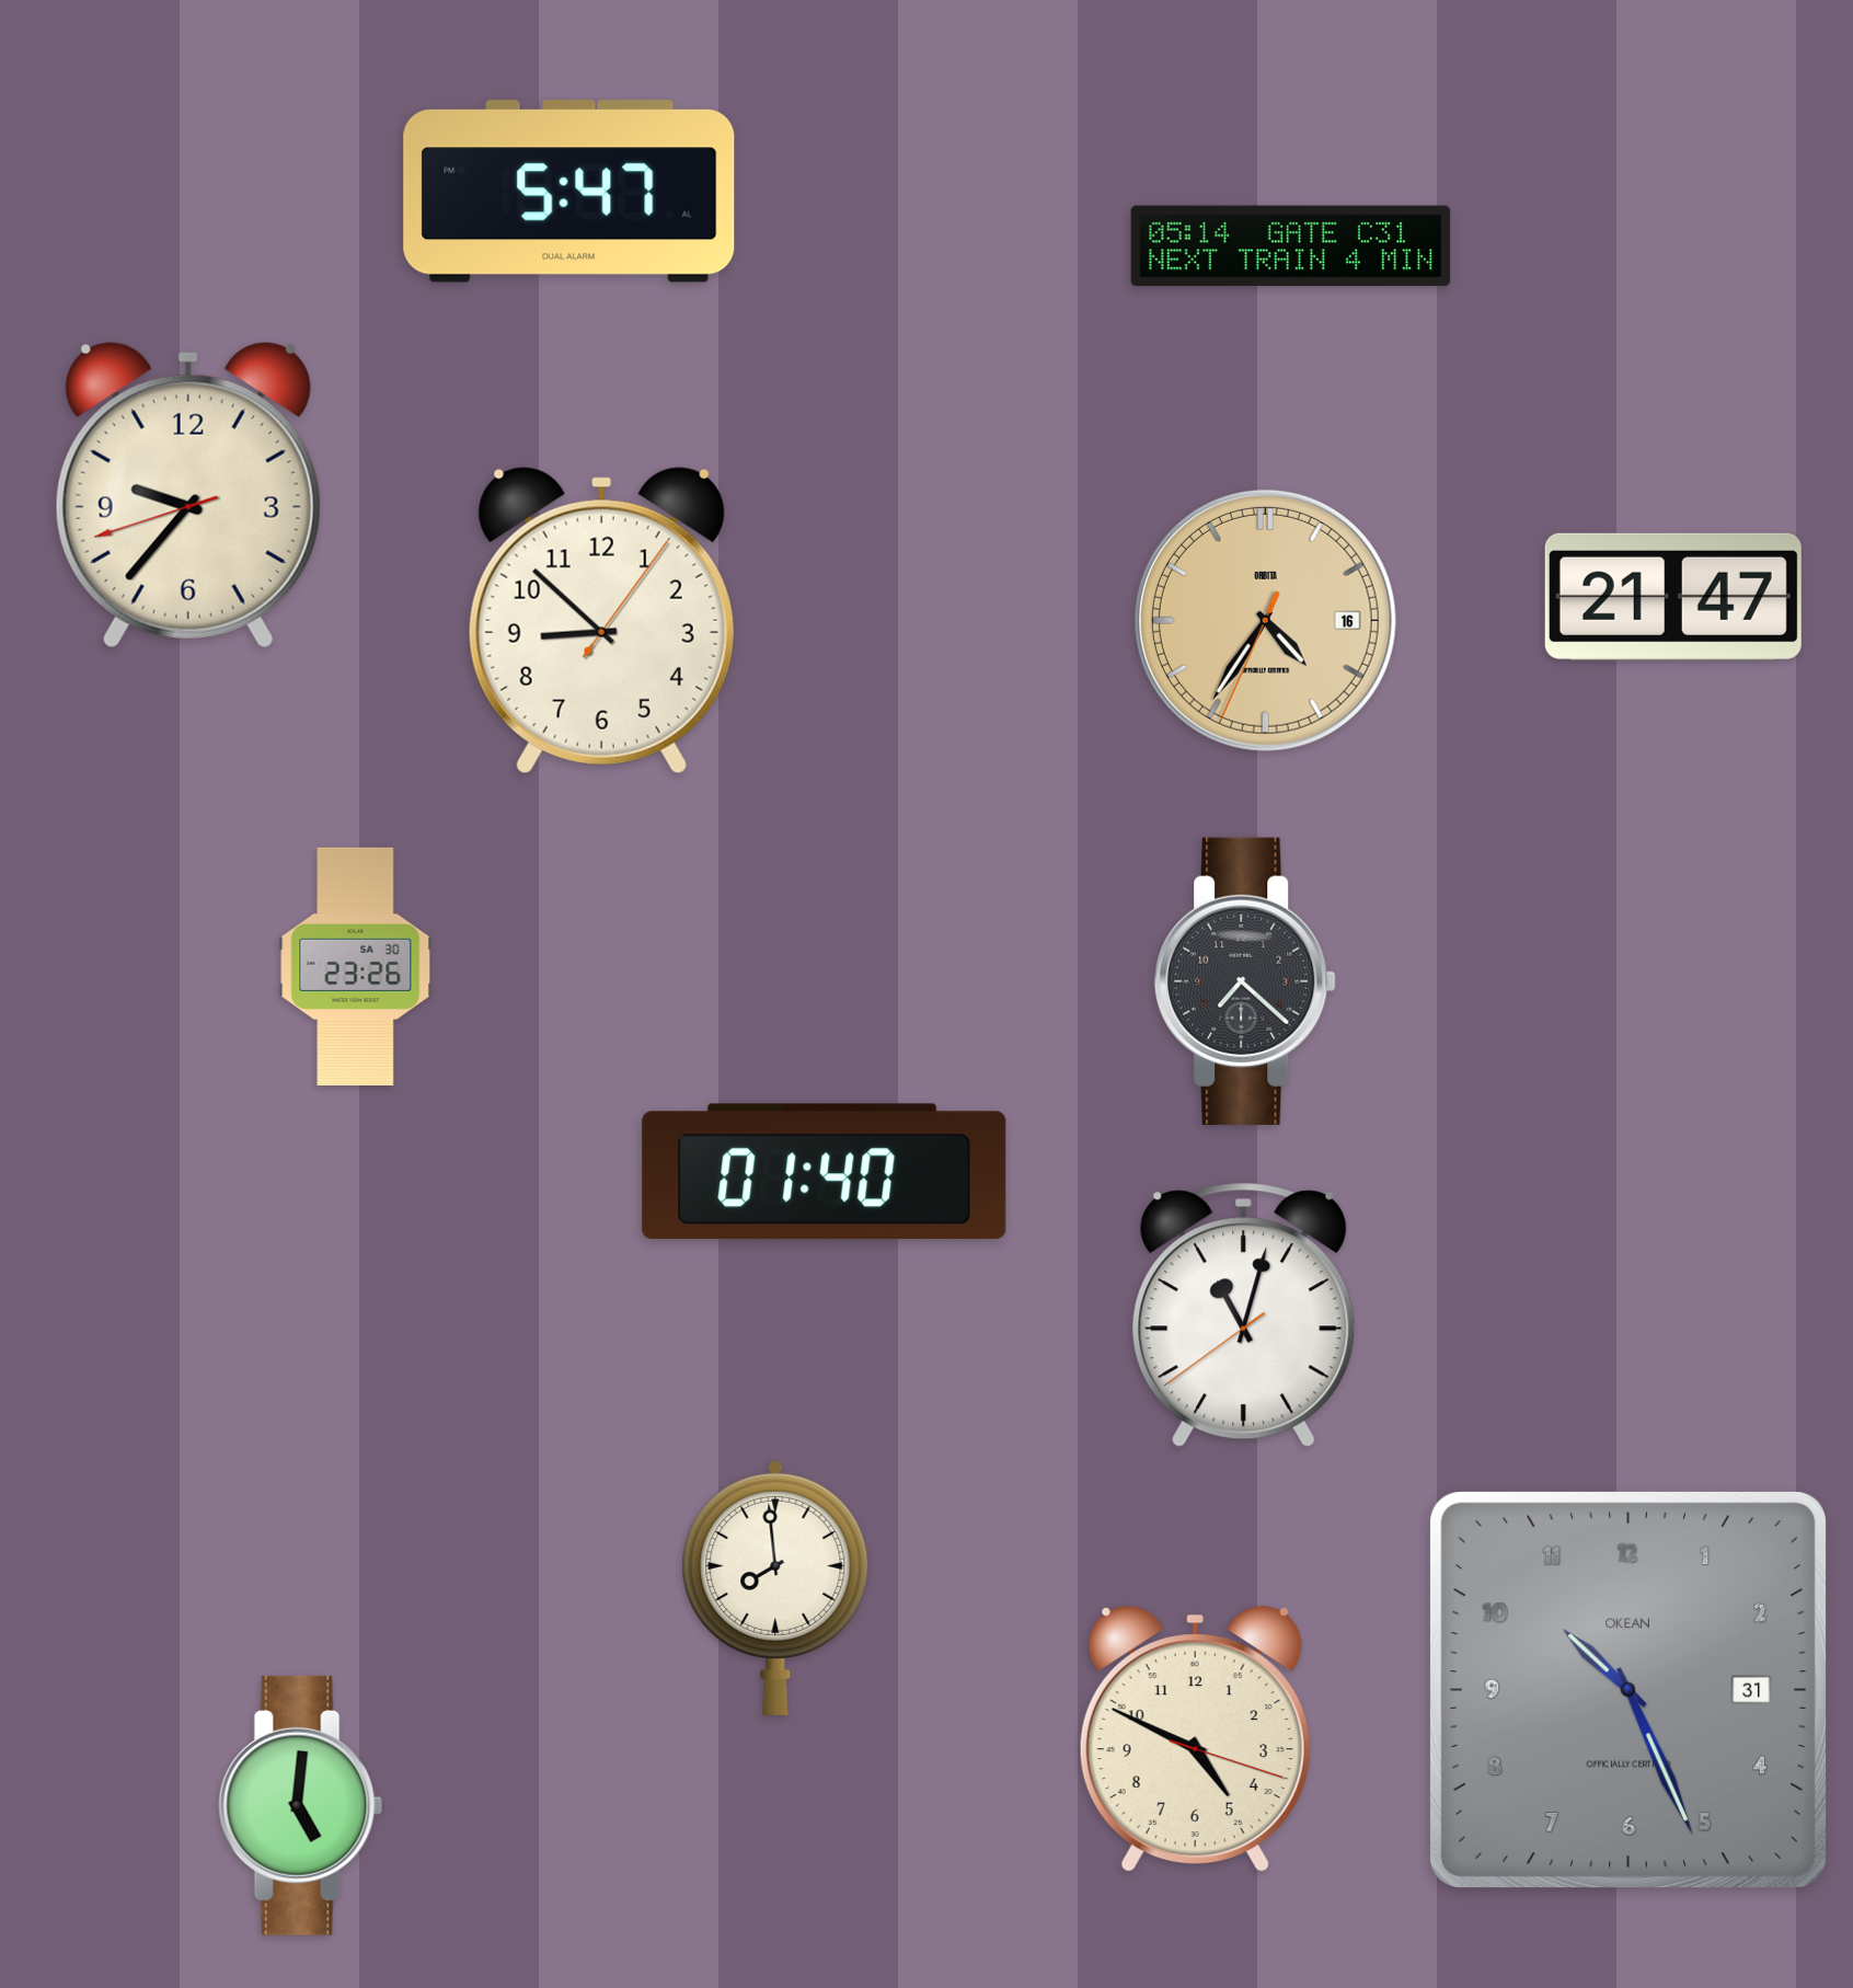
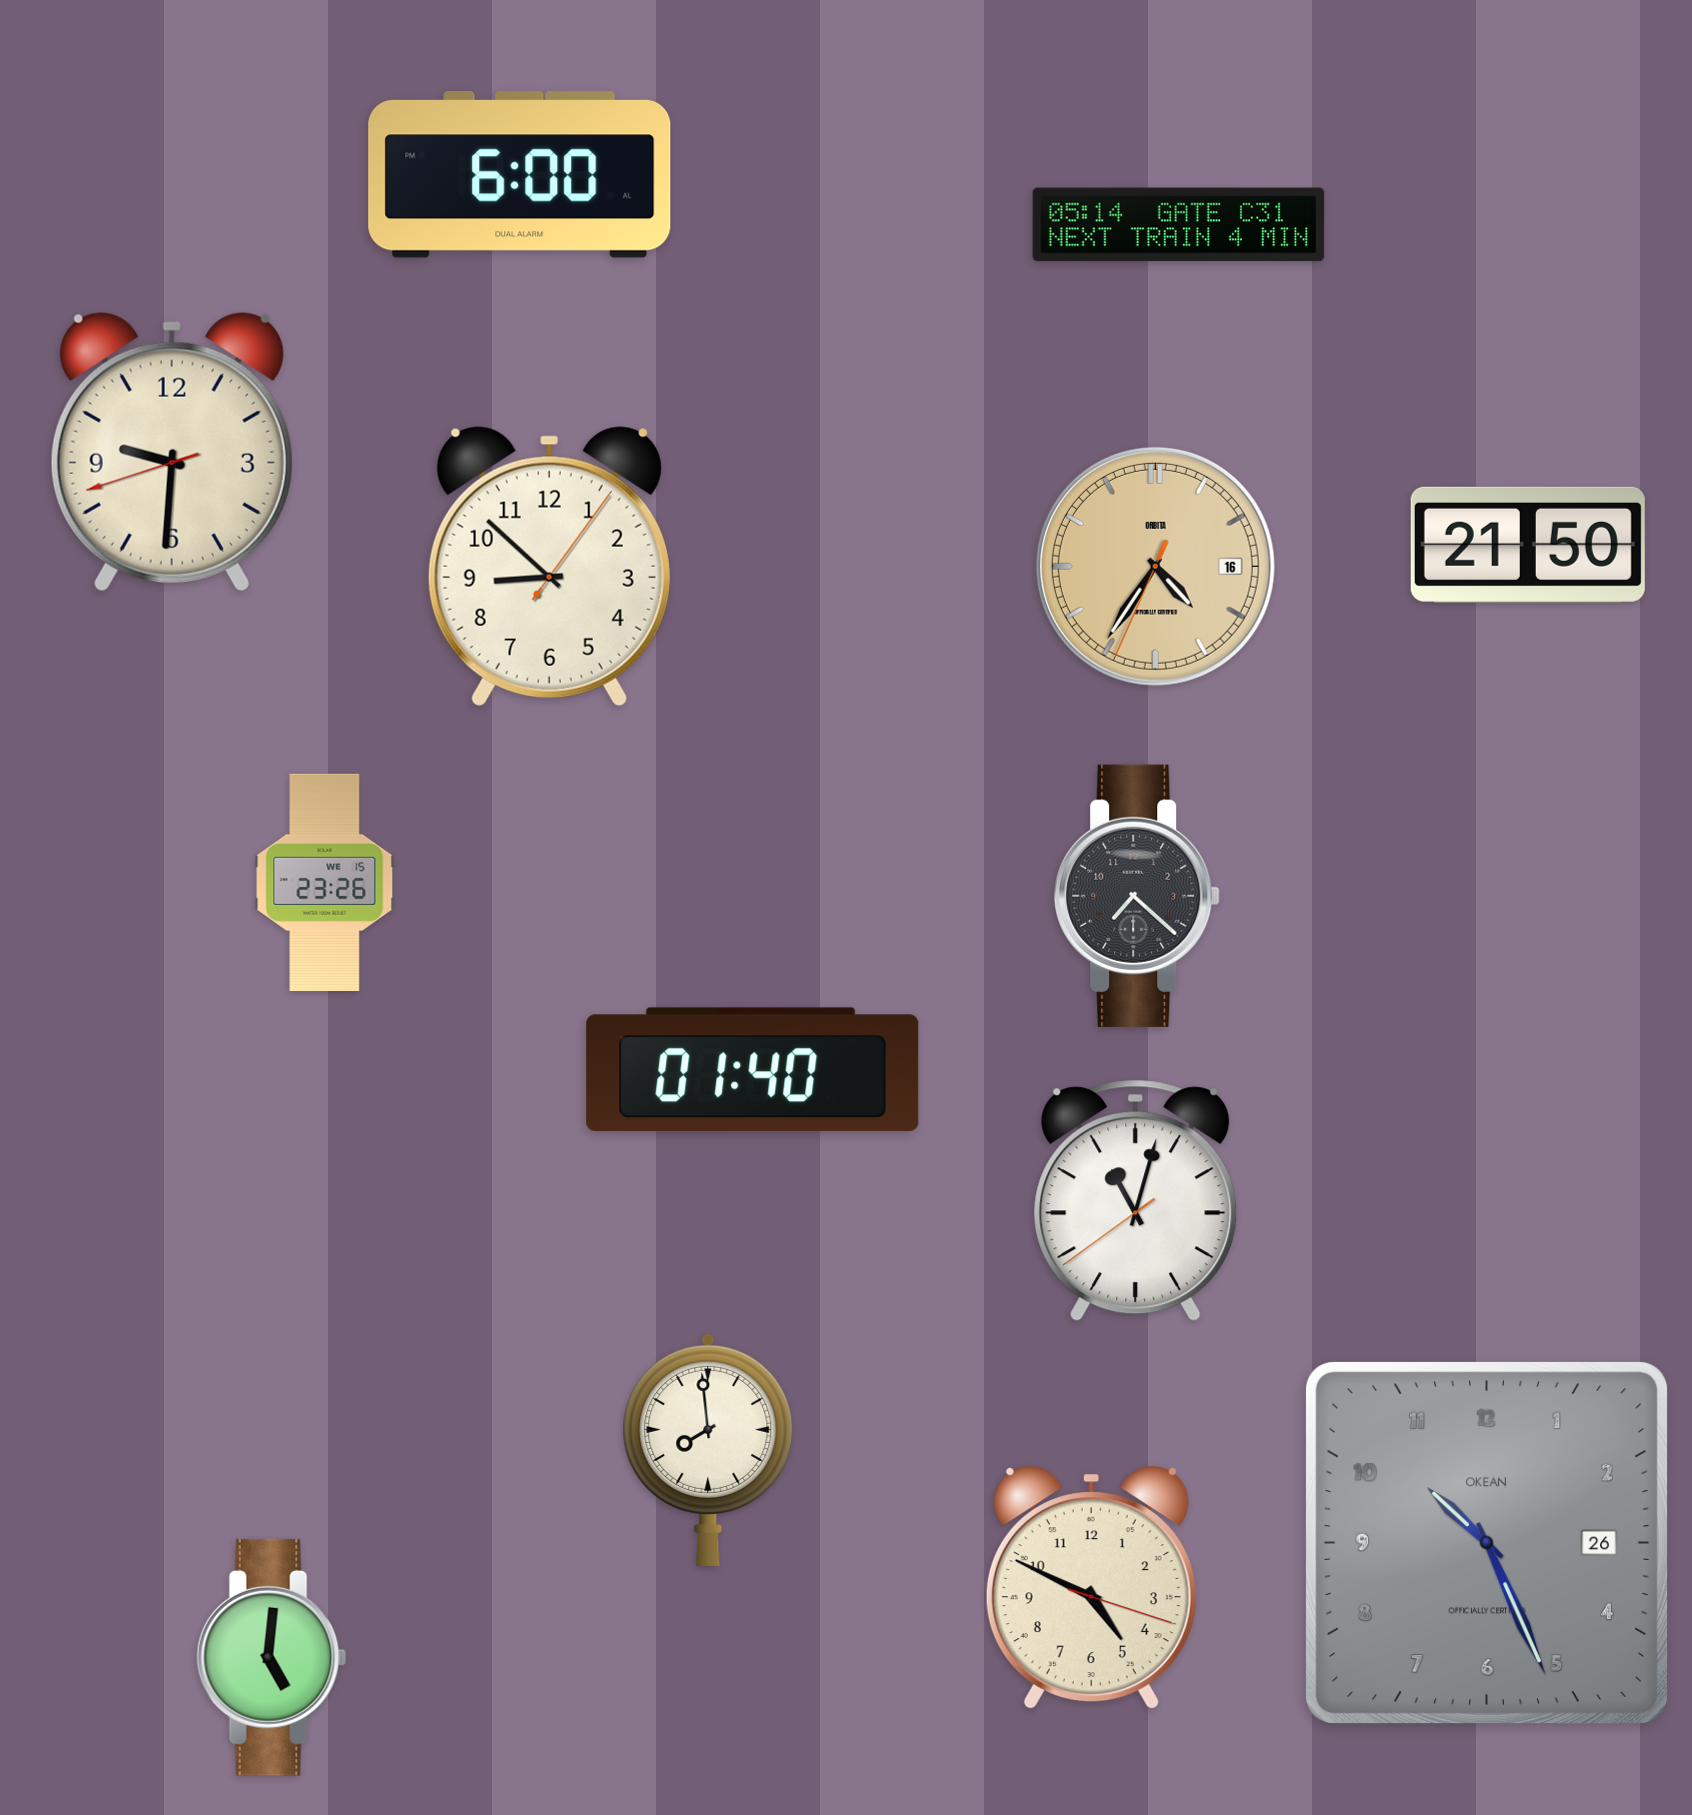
clock at (569, 192): 5:47 -> 6:00
clock at (188, 495): 9:36 -> 9:30
clock at (1673, 597): 21:47 -> 21:50
clock at (356, 966) date: SA 30 -> WE 15
clock at (1627, 1689) date: 31 -> 26
clock at (301, 1805) position: (301, 1805) -> (272, 1657)
